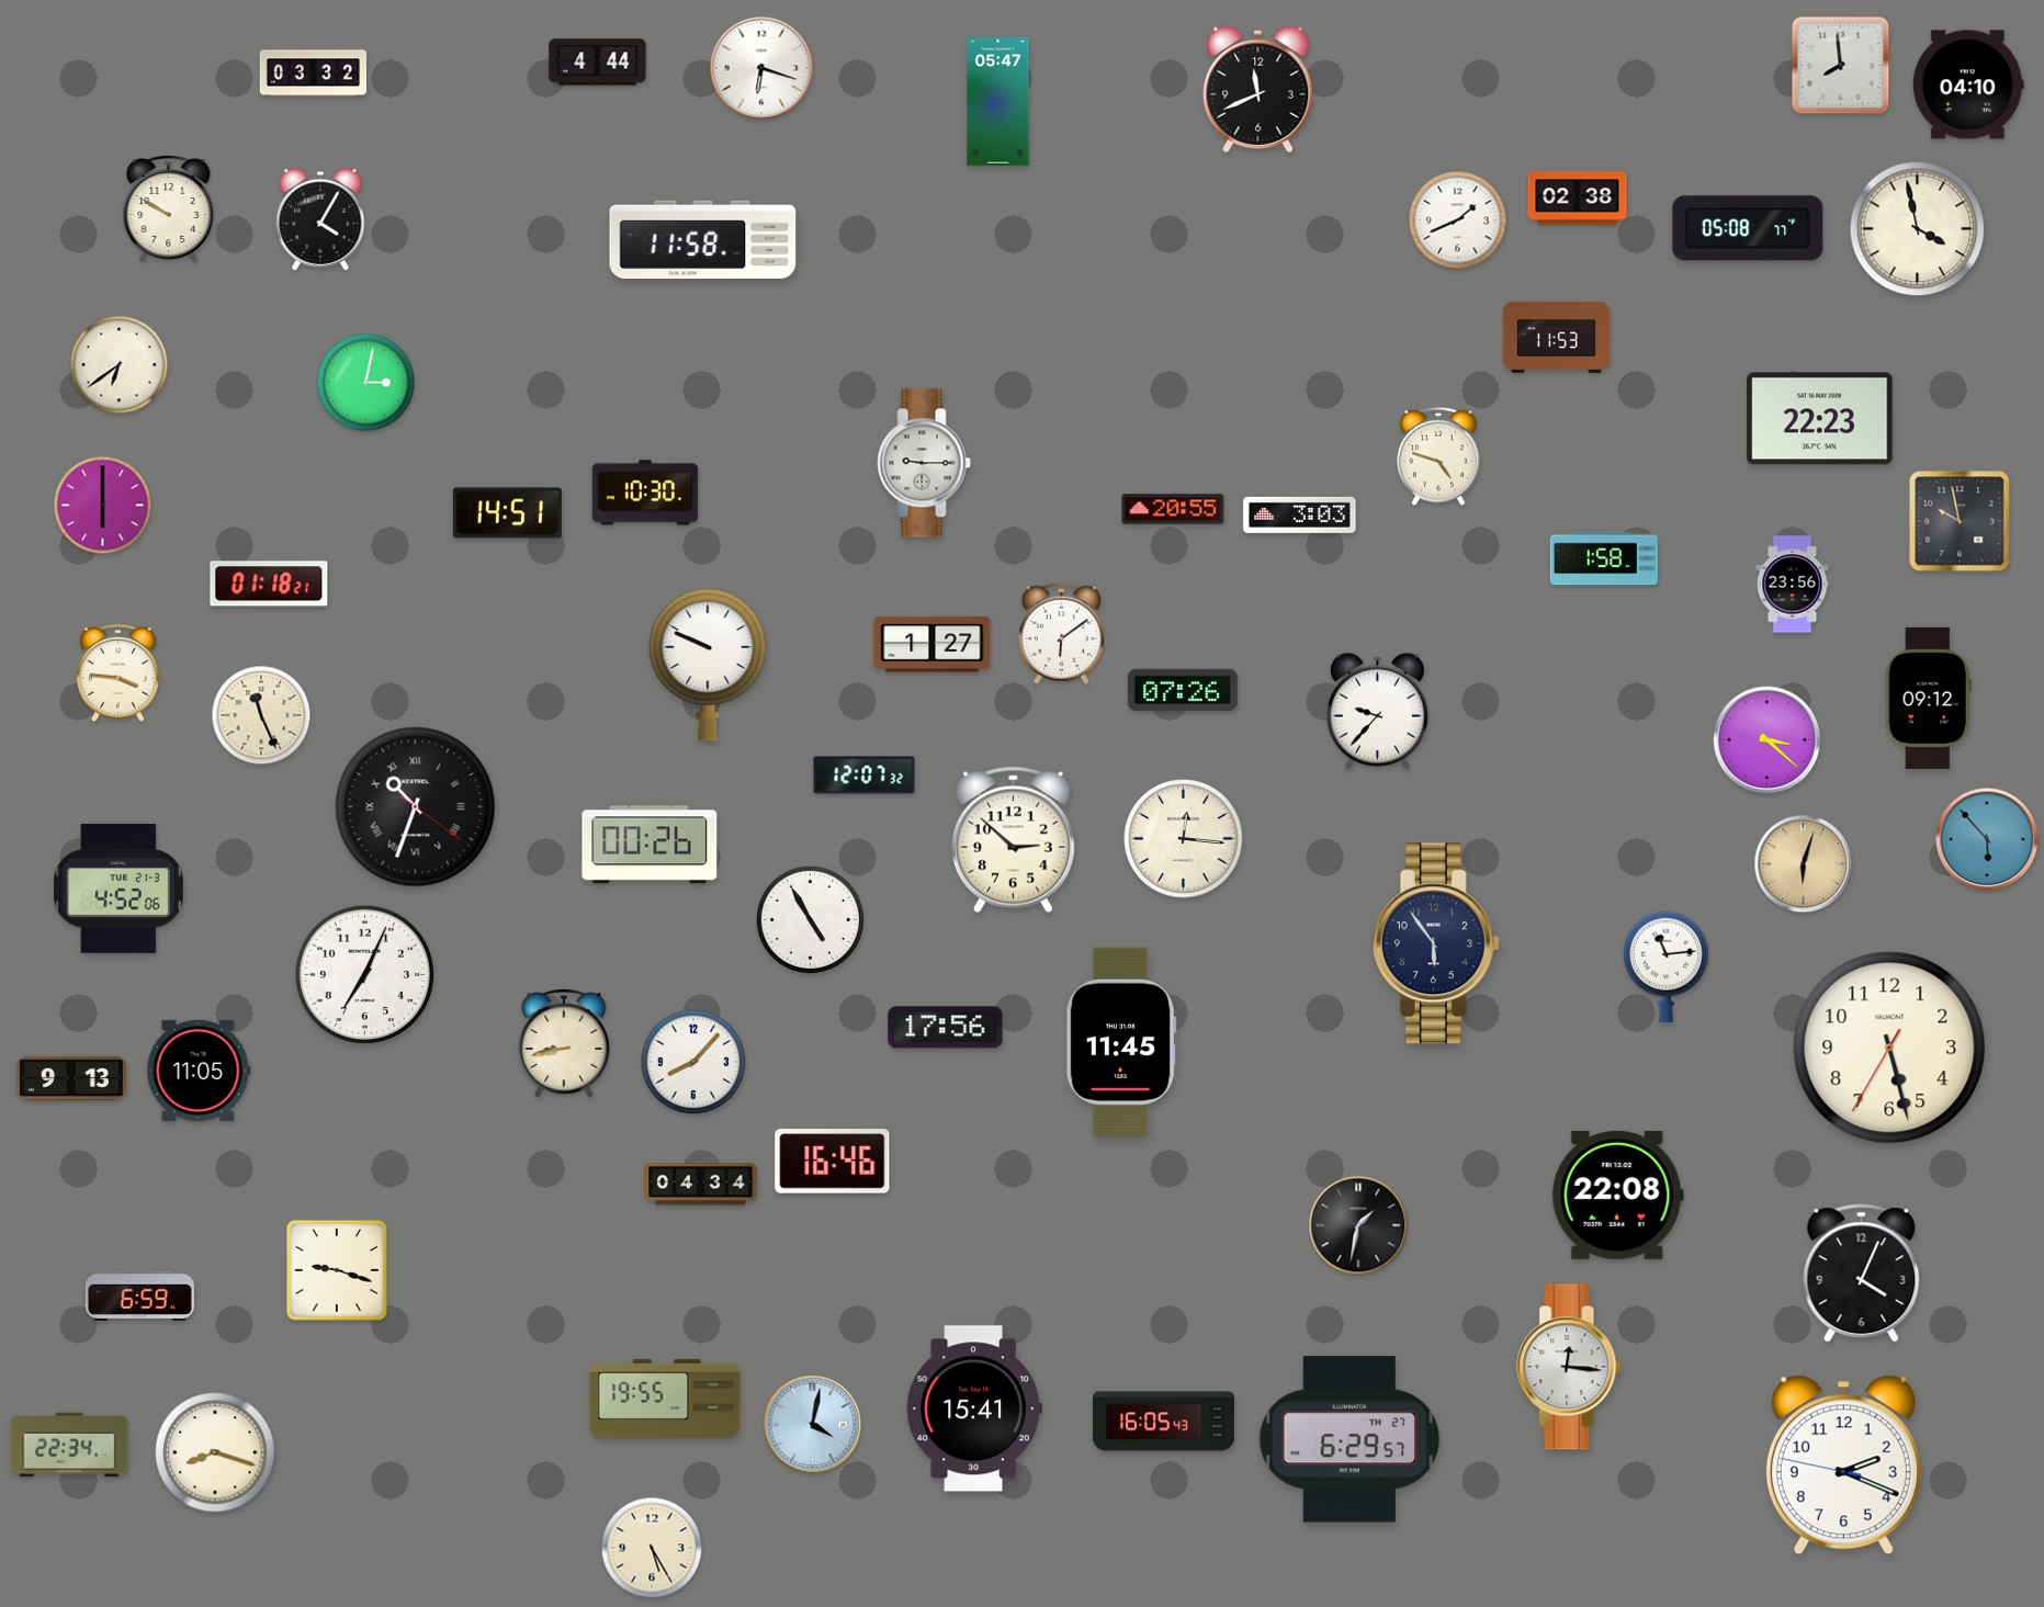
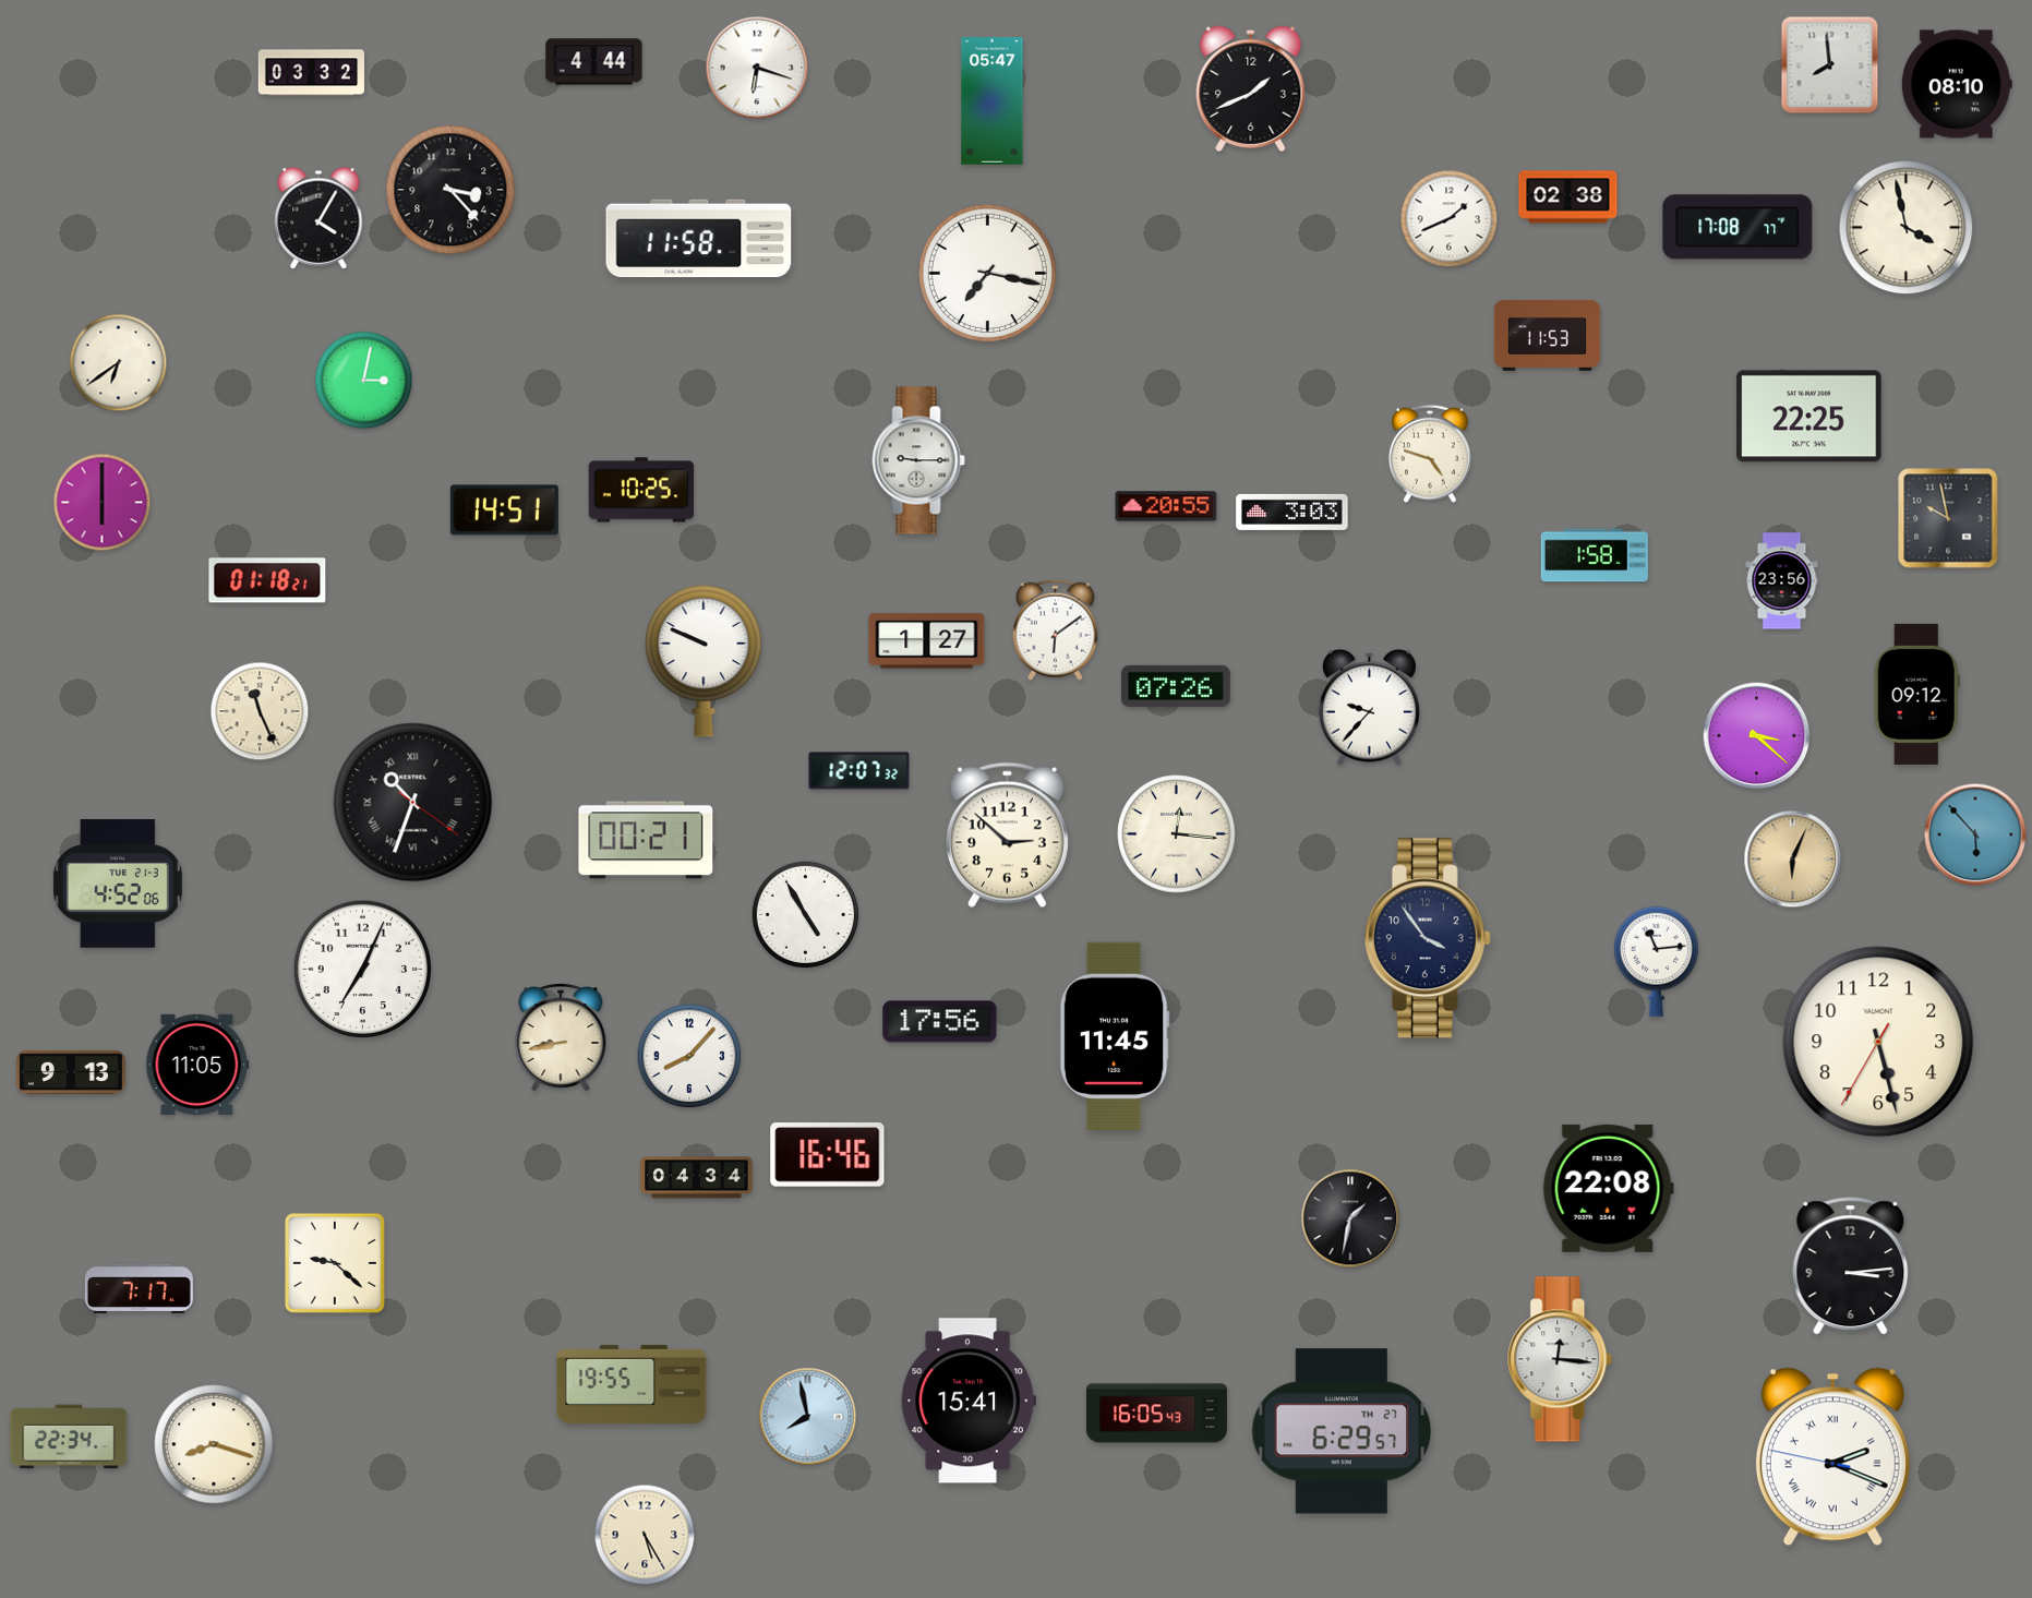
clock at (1968, 84): 04:10 -> 08:10
clock at (1258, 89): 11:41 -> 1:41
clock at (450, 190): none -> 3:23
clock at (169, 210): 9:50 -> none
clock at (1748, 228): 05:08 -> 17:08
clock at (987, 273): none -> 7:17
clock at (1820, 419): 22:23 -> 22:25
clock at (645, 493): 10:30 -> 10:25
clock at (118, 674): 3:46 -> none
clock at (650, 845): 00:26 -> 00:21
clock at (1804, 864): 6:03 -> 6:04
clock at (1436, 943): 5:54 -> 3:54
clock at (337, 1270): 9:18 -> 9:22
clock at (1862, 1274): 4:04 -> 3:14
clock at (139, 1295): 6:59 -> 7:17
clock at (665, 1399) position: (665, 1399) -> (632, 1384)
clock at (813, 1425): 4:02 -> 7:58
clock at (1843, 1465) numerals: Arabic -> Roman
clock at (652, 1548) position: (652, 1548) -> (645, 1535)
